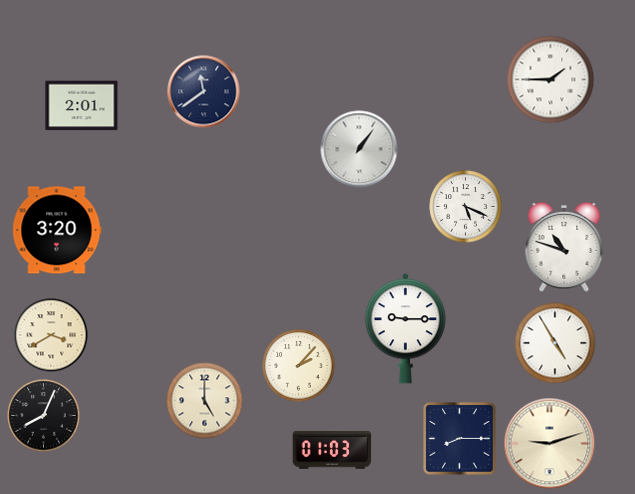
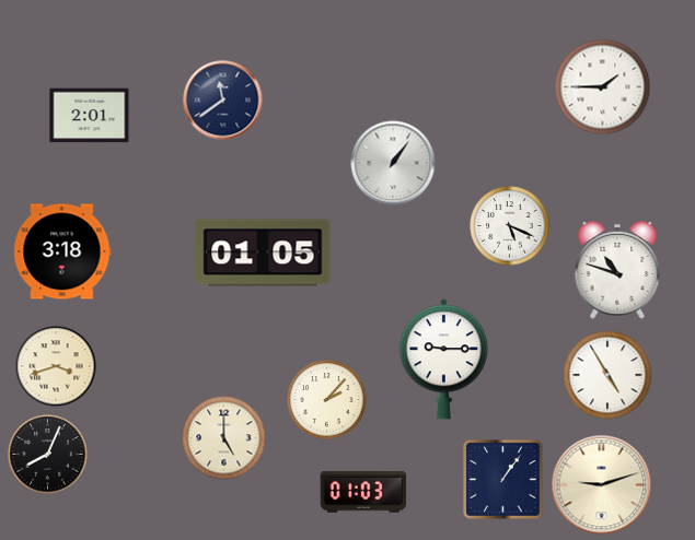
clock at (57, 230): 3:20 -> 3:18
clock at (263, 253): none -> 01:05
clock at (51, 335): 3:40 -> 3:42
clock at (460, 439): 8:15 -> 1:06
